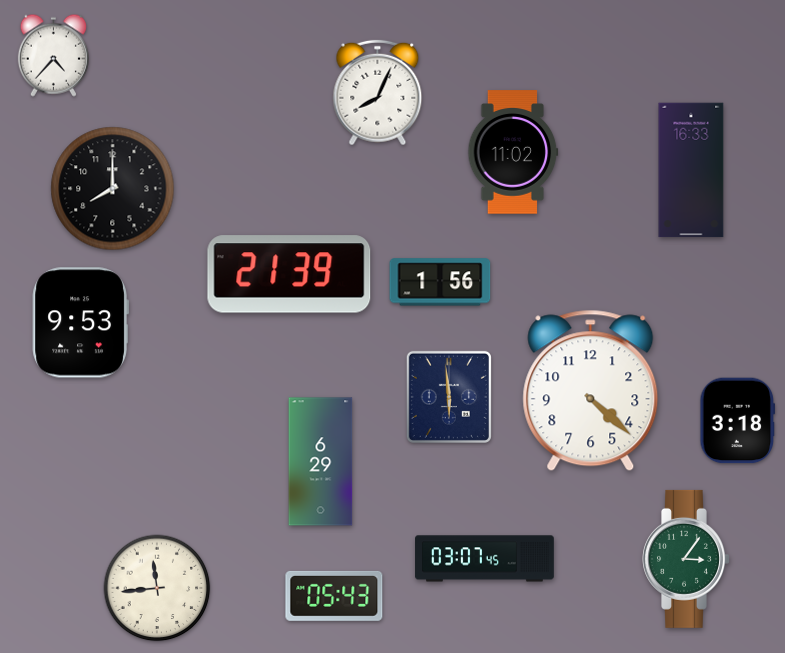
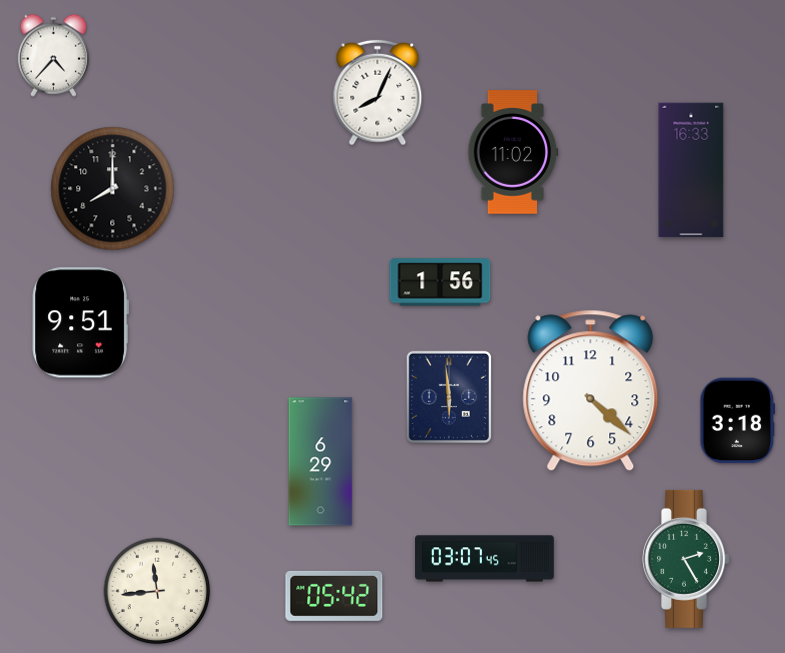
clock at (289, 274): 21:39 -> none
clock at (80, 323): 9:53 -> 9:51
clock at (687, 559): 3:06 -> 2:25
clock at (157, 588) position: (157, 588) -> (157, 591)
clock at (334, 596): 05:43 -> 05:42
